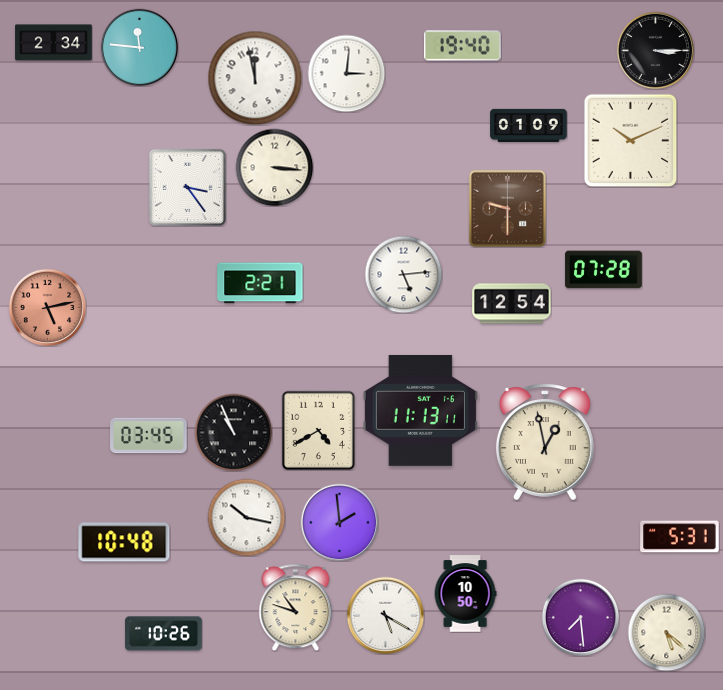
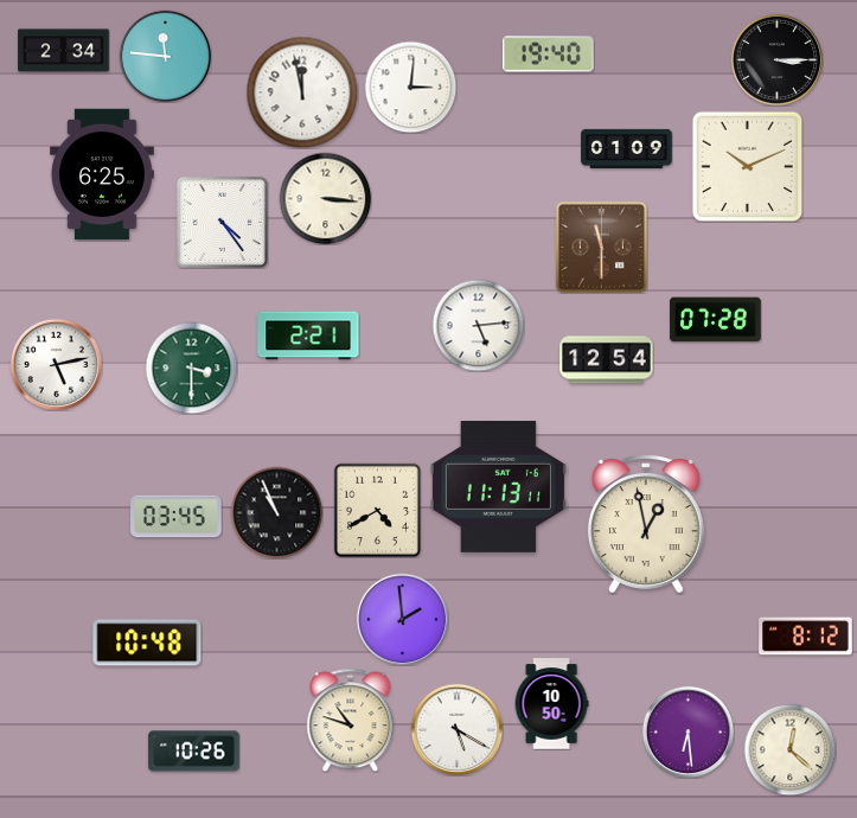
clock at (102, 174): none -> 6:25
clock at (187, 187): 3:24 -> 4:24
clock at (507, 208): 9:30 -> 11:30
clock at (47, 307) dial: salmon -> white
clock at (191, 368): none -> 3:30
clock at (246, 517): 10:17 -> none
clock at (680, 537): 5:31 -> 8:12
clock at (580, 617): 7:29 -> 6:29
clock at (666, 632): 5:22 -> 12:22
